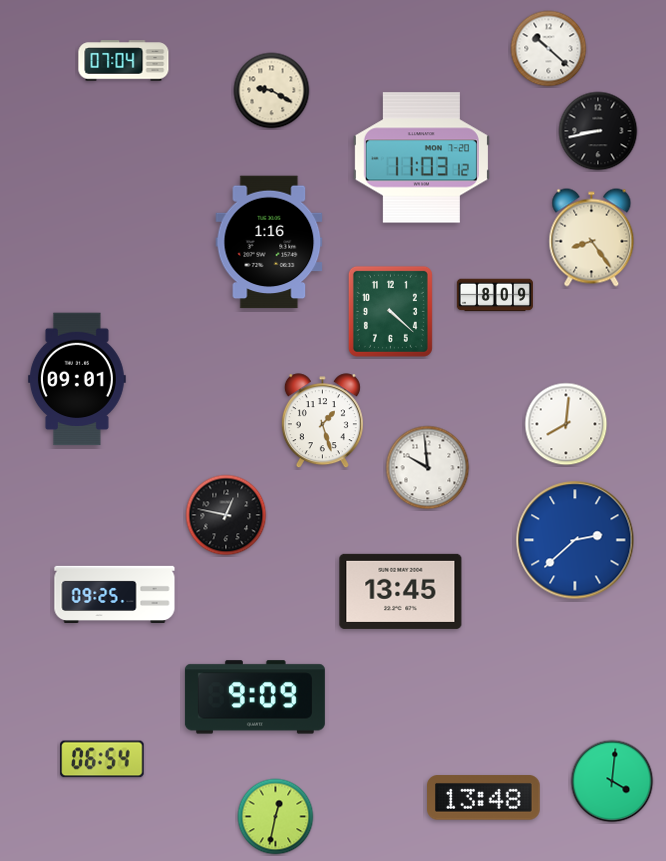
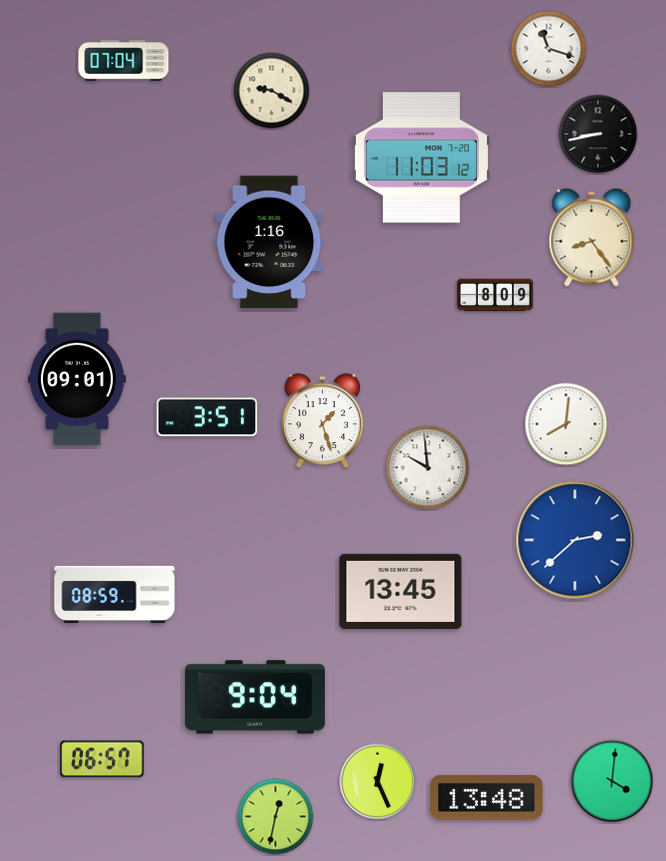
clock at (549, 49): 10:22 -> 11:18
clock at (598, 131) position: (598, 131) -> (598, 134)
clock at (390, 311): 4:22 -> none
clock at (207, 417): none -> 3:51
clock at (226, 515): 12:47 -> none
clock at (115, 594): 09:25 -> 08:59
clock at (255, 697): 9:09 -> 9:04
clock at (102, 759): 06:54 -> 06:57
clock at (378, 782): none -> 12:26
clock at (484, 798) position: (484, 798) -> (487, 798)
